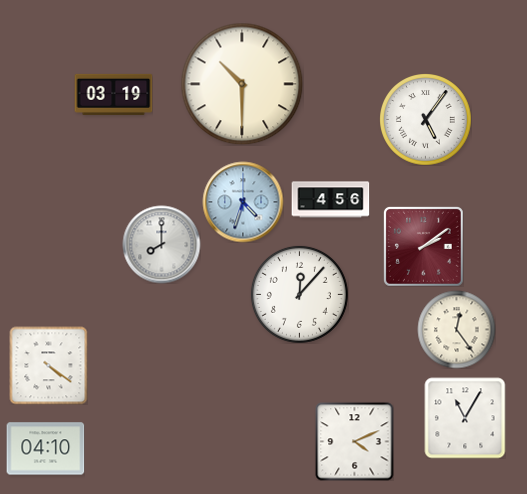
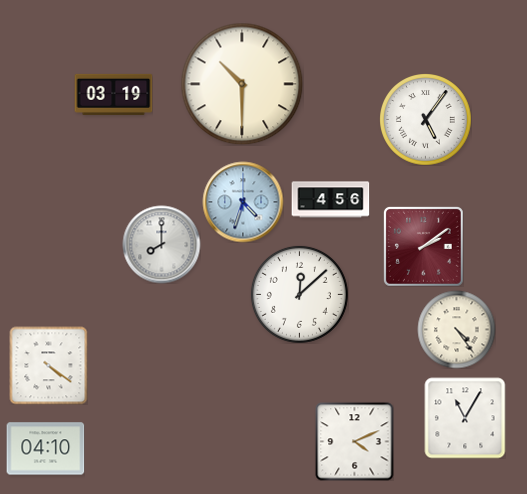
clock at (299, 294): 12:07 -> 12:08
clock at (456, 329): 12:24 -> 4:24
